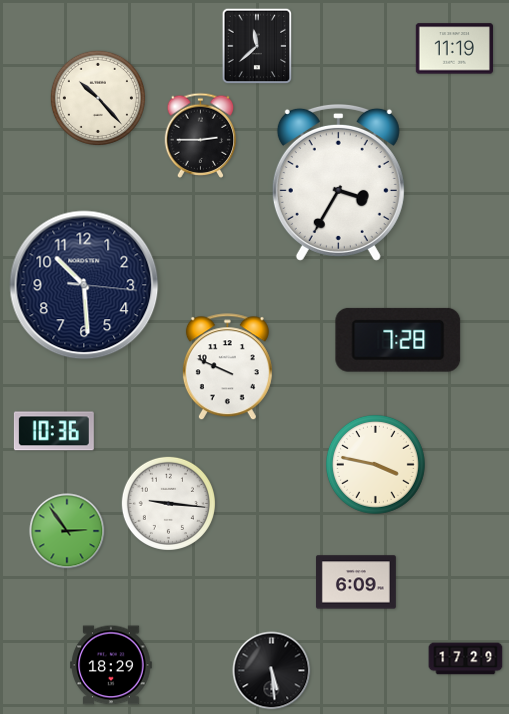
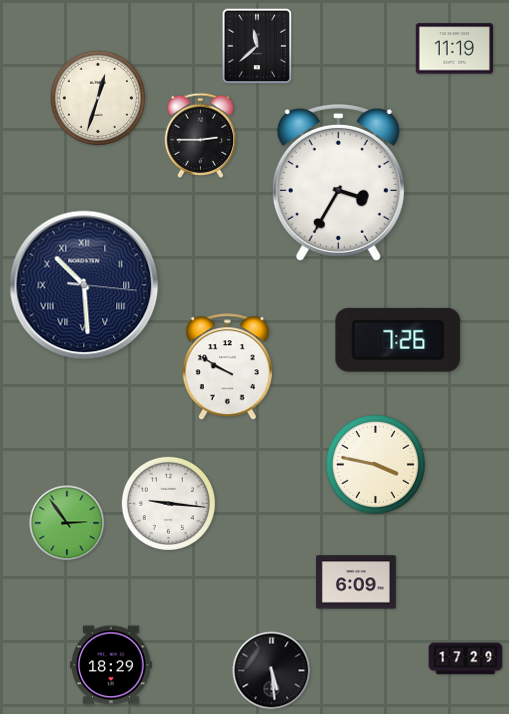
clock at (98, 98): 10:23 -> 12:33
clock at (84, 285) numerals: Arabic -> Roman
clock at (398, 340): 7:28 -> 7:26
clock at (227, 367): 9:49 -> 9:50
clock at (54, 431): 10:36 -> none
clock at (67, 531) position: (67, 531) -> (67, 523)
